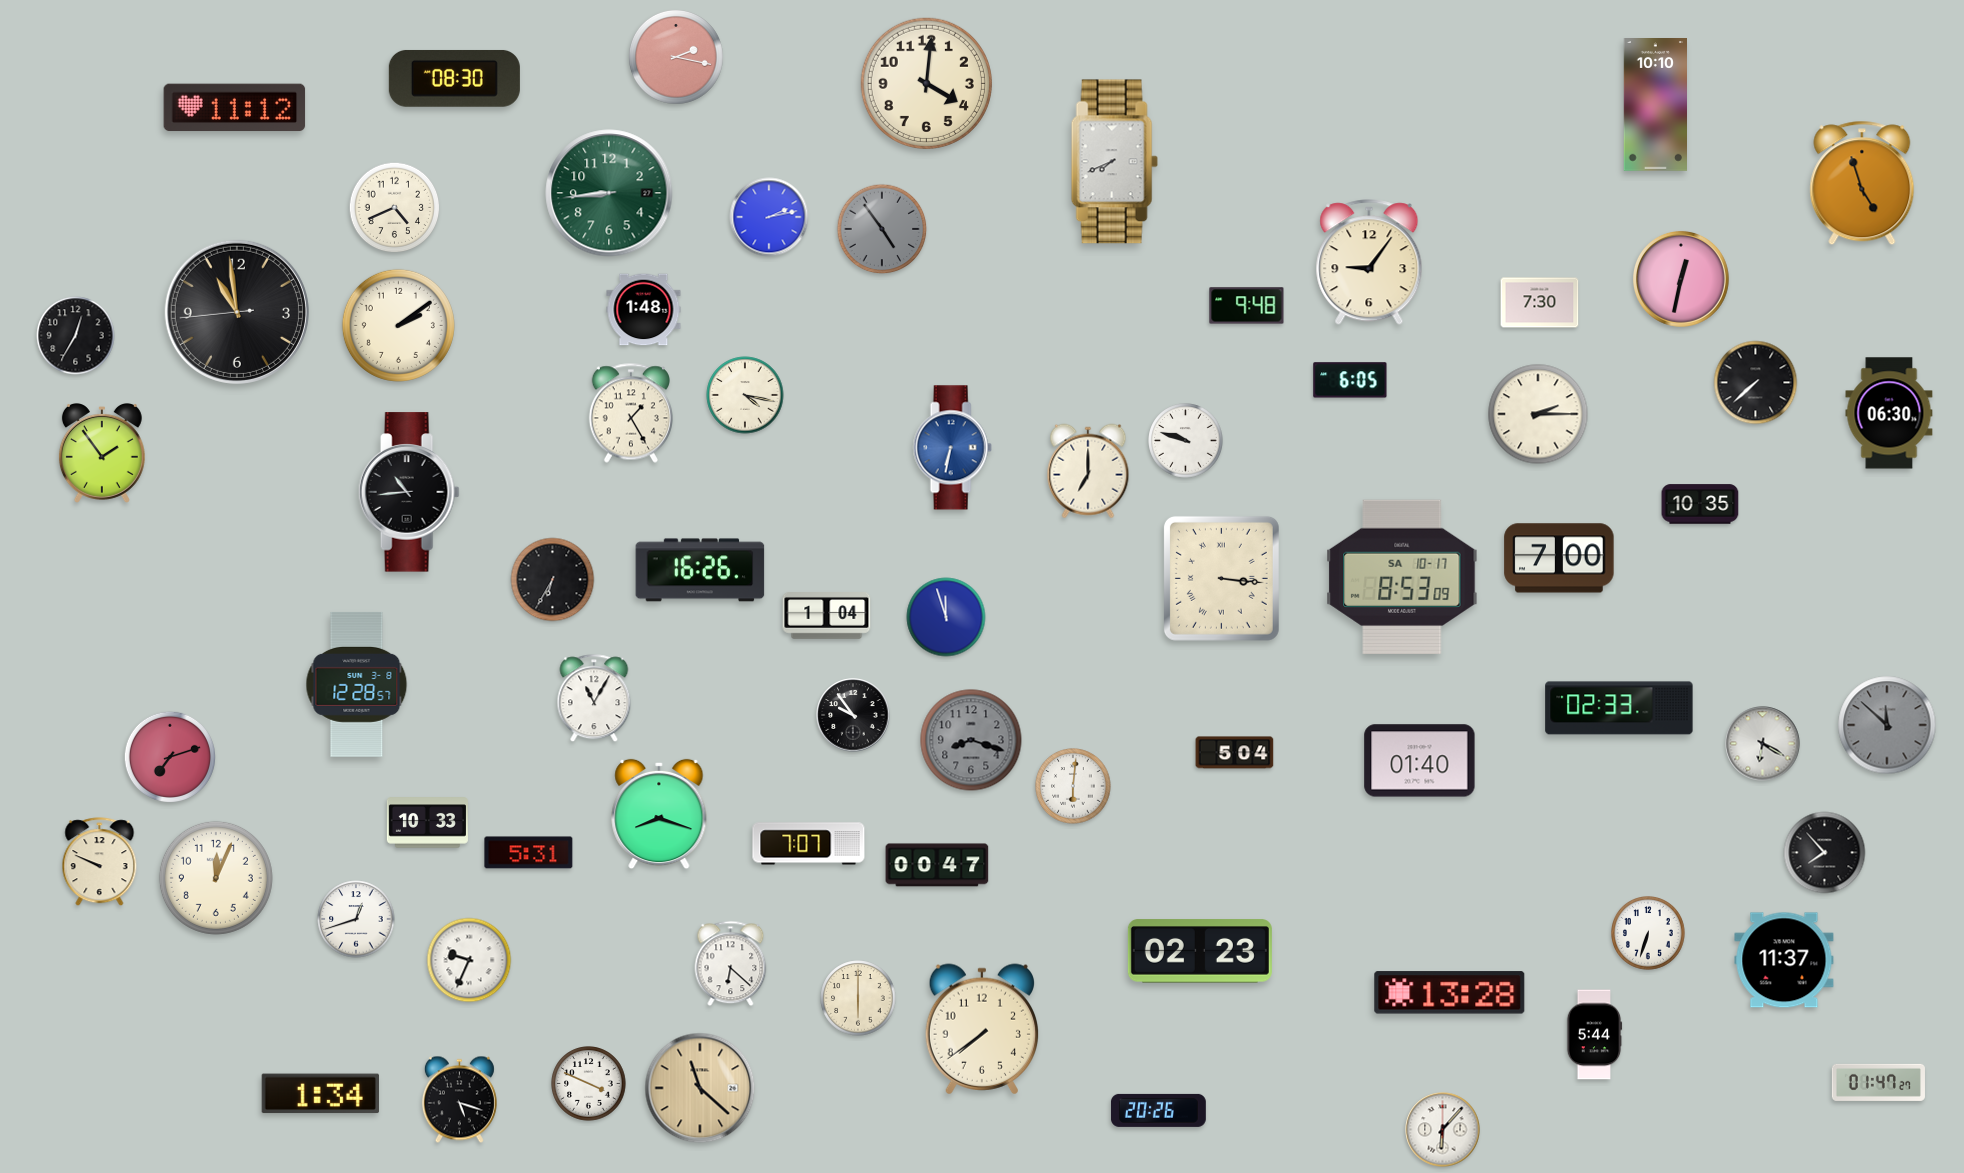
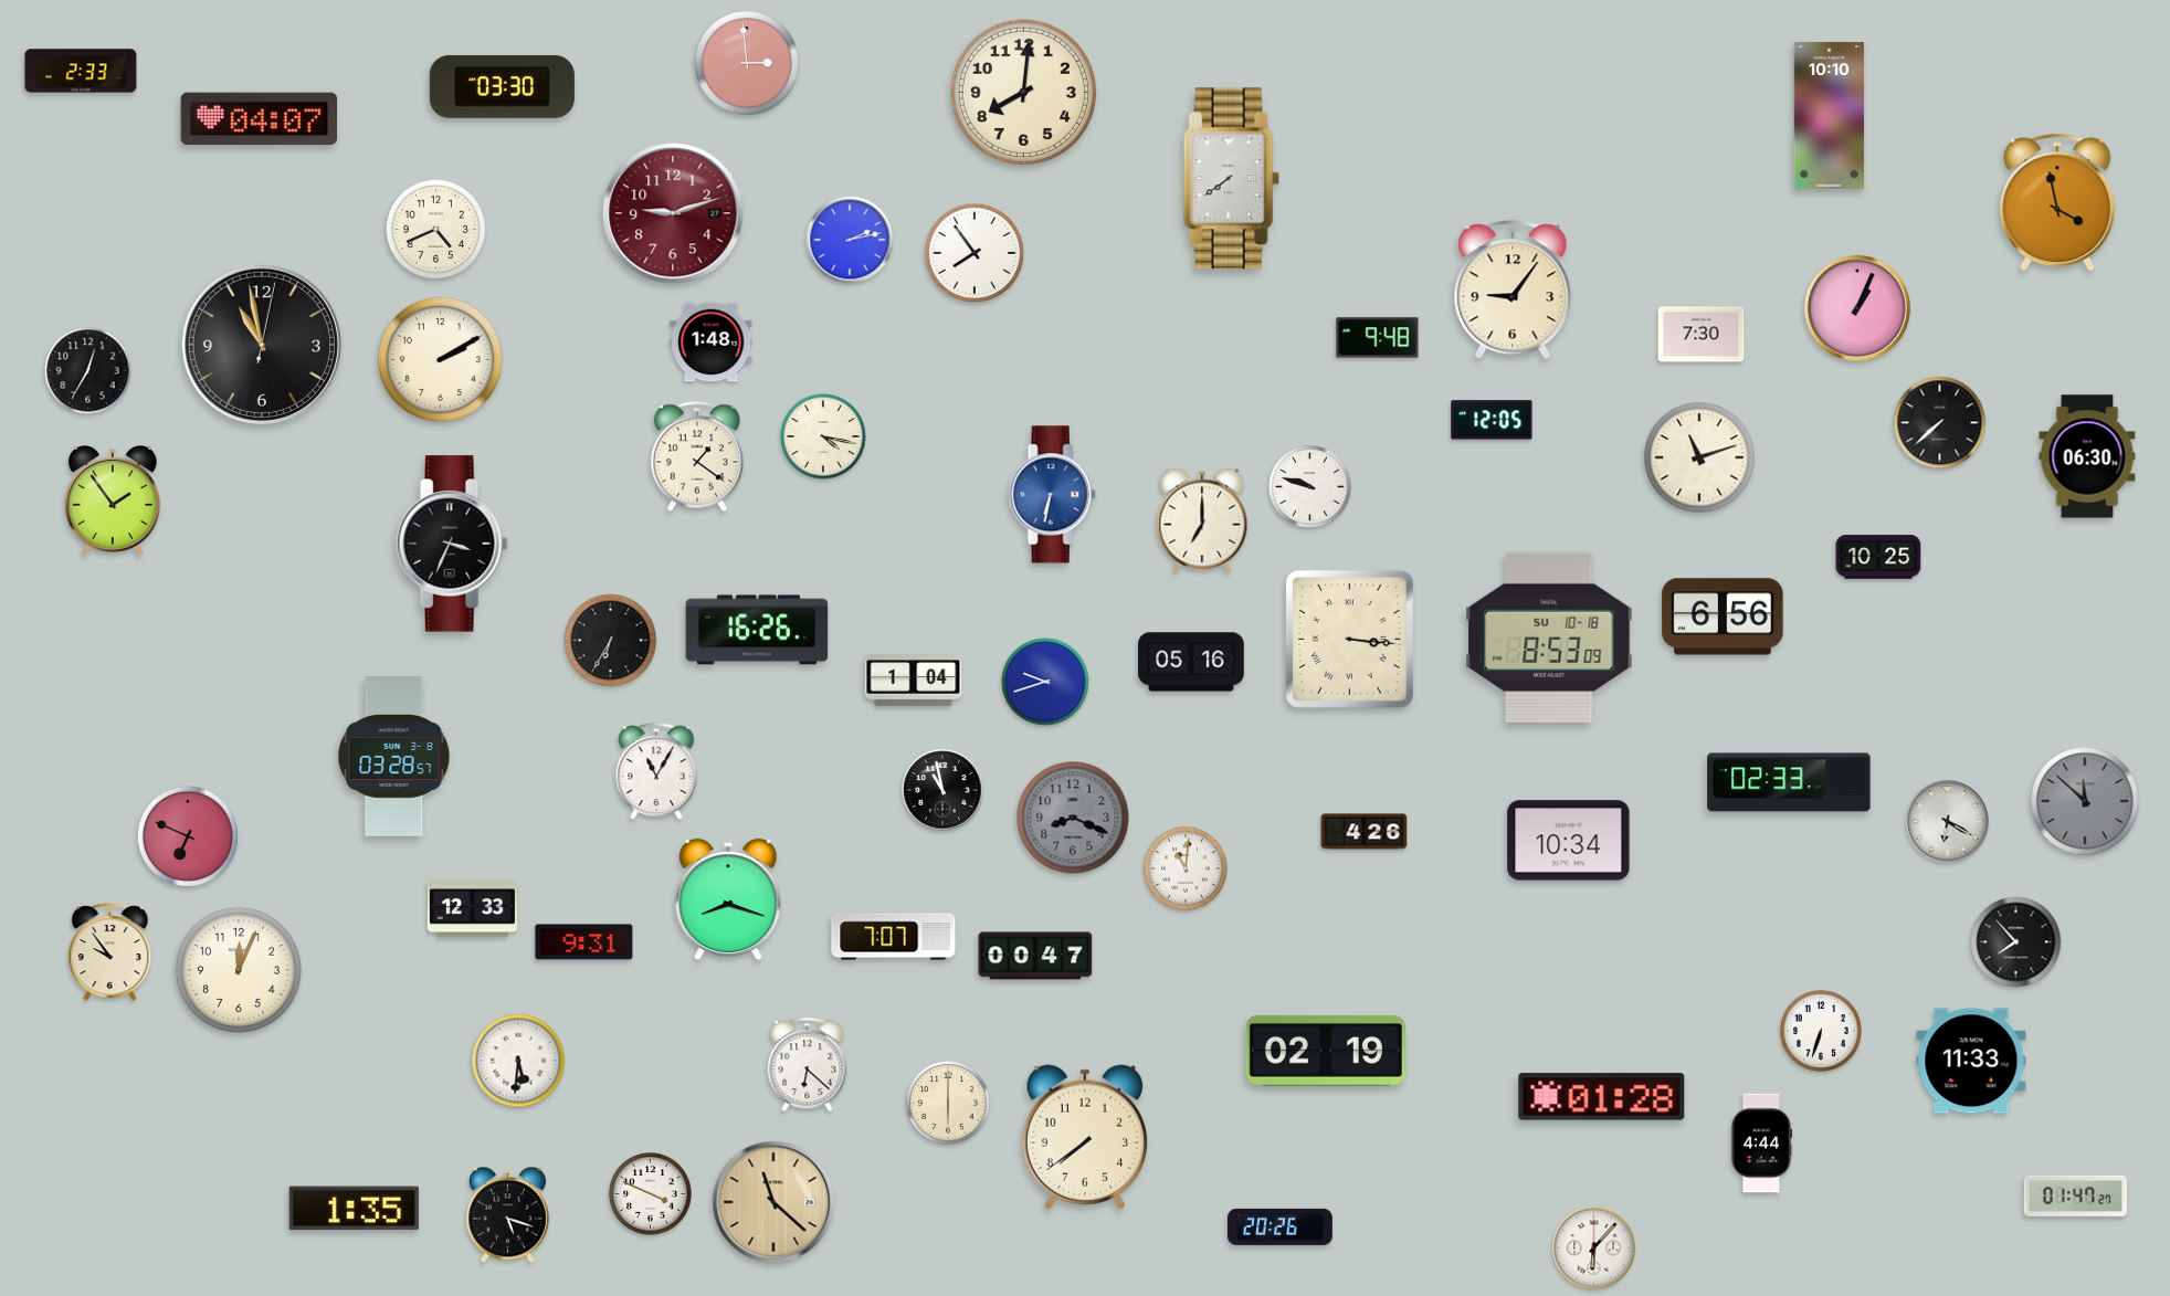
clock at (676, 57): 2:17 -> 2:59
clock at (81, 71): none -> 2:33
clock at (454, 78): 08:30 -> 03:30
clock at (926, 83): 4:01 -> 8:01
clock at (235, 108): 11:12 -> 04:07
clock at (1114, 162): 7:41 -> 7:39
clock at (1862, 183): 4:57 -> 3:58
clock at (609, 193): 8:44 -> 9:12
clock at (609, 193) dial: green -> burgundy
clock at (882, 229): 4:54 -> 7:54
clock at (882, 229) dial: grey -> white
clock at (1681, 279): 12:32 -> 1:04
clock at (237, 312): 10:58:44 -> 10:58:02
clock at (398, 325): 2:09 -> 2:10
clock at (76, 336) position: (76, 336) -> (88, 371)
clock at (1350, 380): 6:05 -> 12:05
clock at (631, 413): 1:25 -> 1:21
clock at (1538, 414): 2:15 -> 11:12
clock at (409, 492): 10:44 -> 3:34
clock at (1700, 504): 10:35 -> 10:25
clock at (1559, 558): 7:00 -> 6:56
clock at (700, 570) position: (700, 570) -> (757, 630)
clock at (1402, 576) date: SA 10-17 -> SU 10-18
clock at (1191, 662): none -> 05:16
clock at (946, 617): 11:57 -> 9:42
clock at (357, 684): 12:28 -> 03:28
clock at (853, 715): 9:54 -> 10:58
clock at (971, 740): 8:18 -> 8:19
clock at (1235, 753): 5:04 -> 4:26
clock at (169, 756): 7:12 -> 6:49
clock at (1420, 761): 01:40 -> 10:34
clock at (1073, 786): 6:01 -> 11:01
clock at (427, 823): 10:33 -> 12:33
clock at (809, 844) position: (809, 844) -> (894, 937)
clock at (529, 853): 5:31 -> 9:31
clock at (100, 862): 9:49 -> 9:54
clock at (356, 919): 12:42 -> none
clock at (1200, 951): 02:23 -> 02:19
clock at (469, 960): 9:34 -> 5:31
clock at (1784, 960): 11:37 -> 11:33
clock at (1450, 993): 13:28 -> 01:28
clock at (1594, 1035): 5:44 -> 4:44
clock at (589, 1084) position: (589, 1084) -> (651, 1194)
clock at (320, 1094): 1:34 -> 1:35
